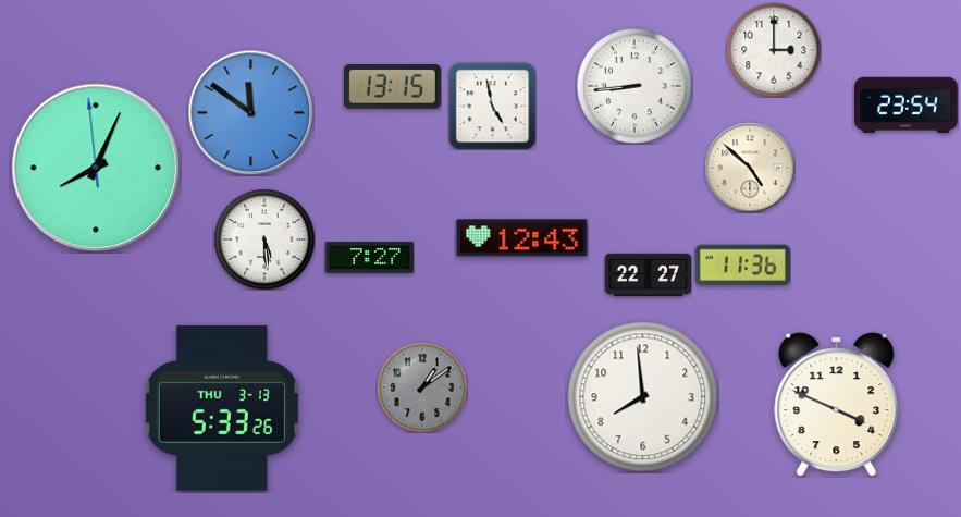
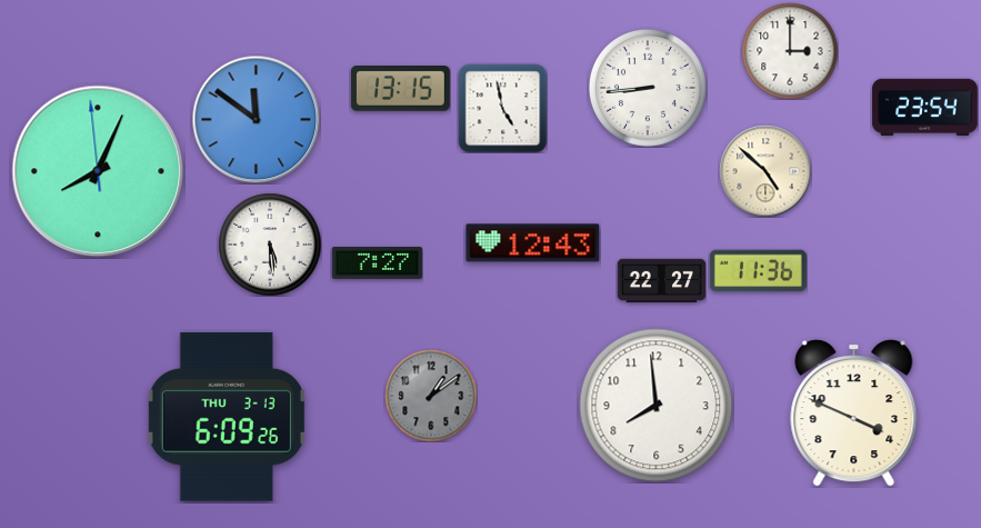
clock at (250, 112) position: (250, 112) -> (256, 119)
clock at (222, 408): 5:33 -> 6:09
